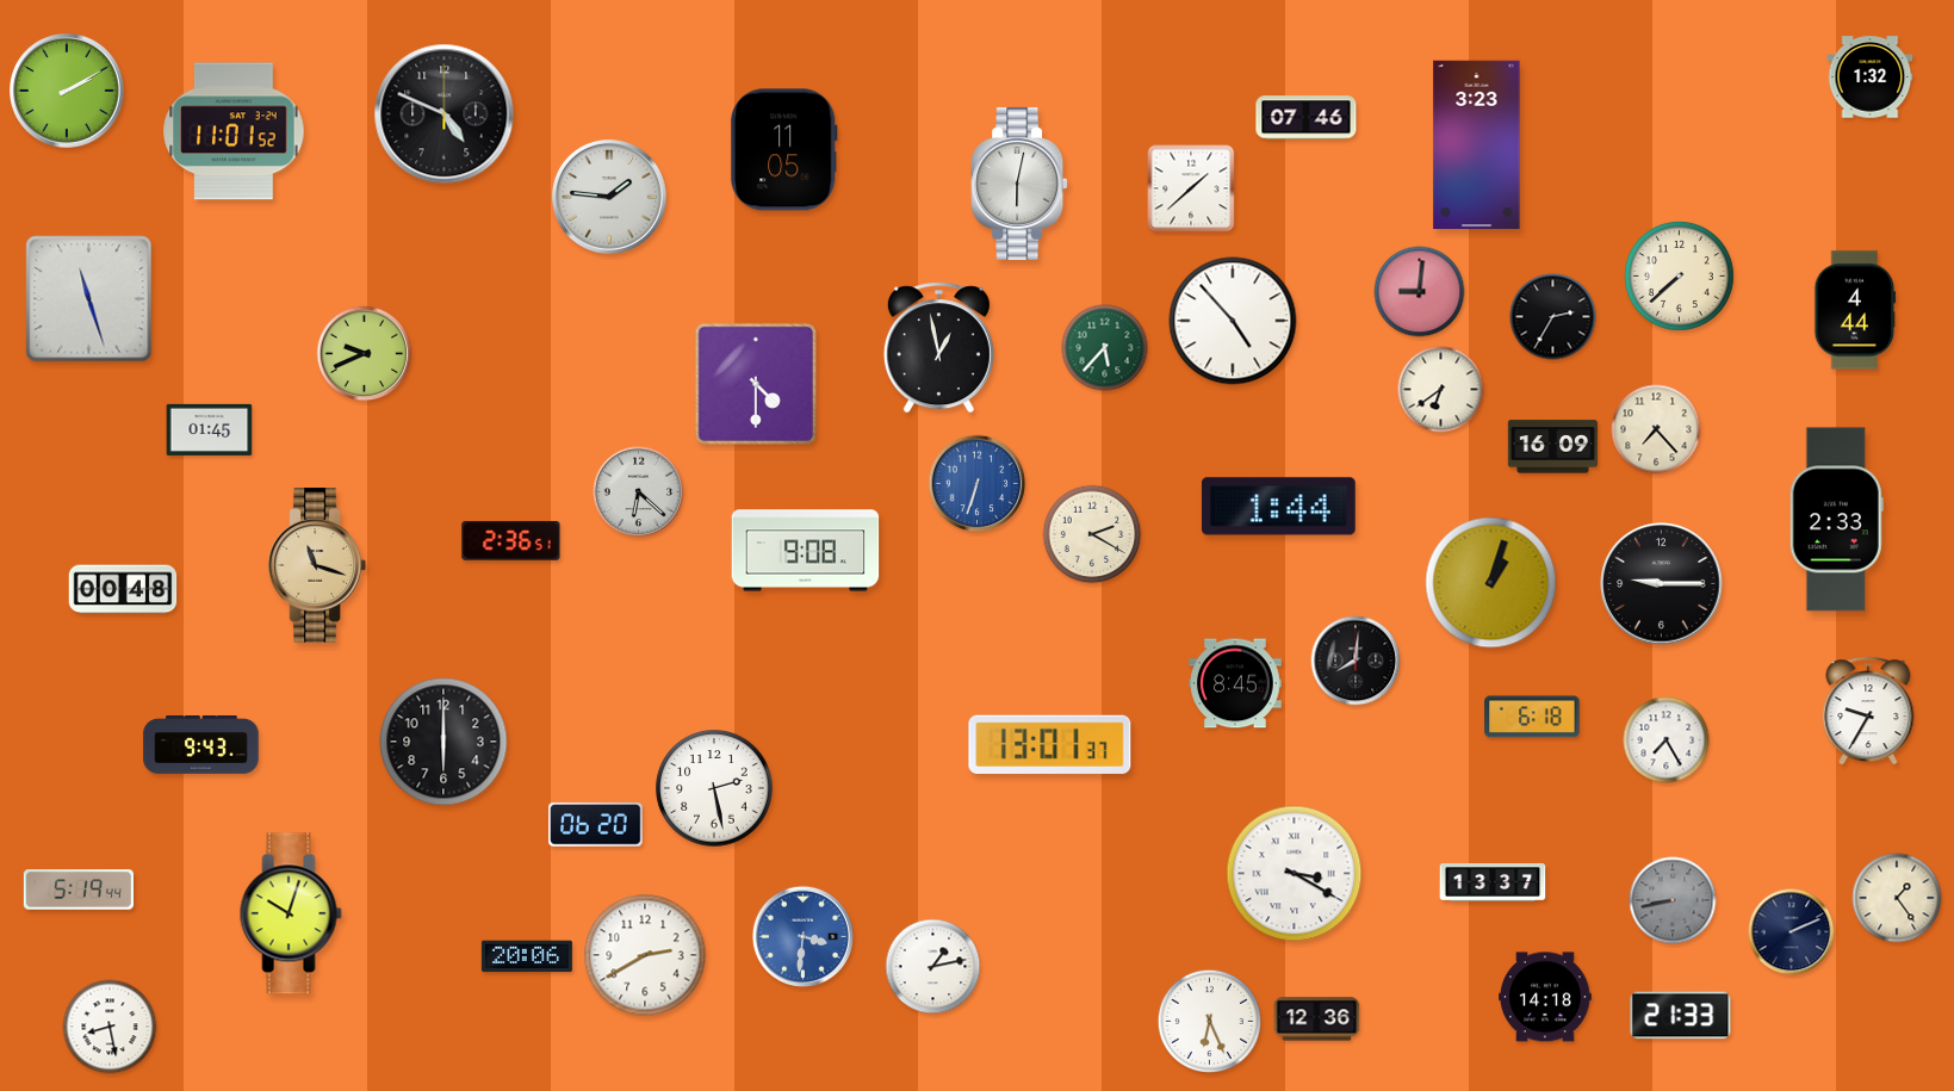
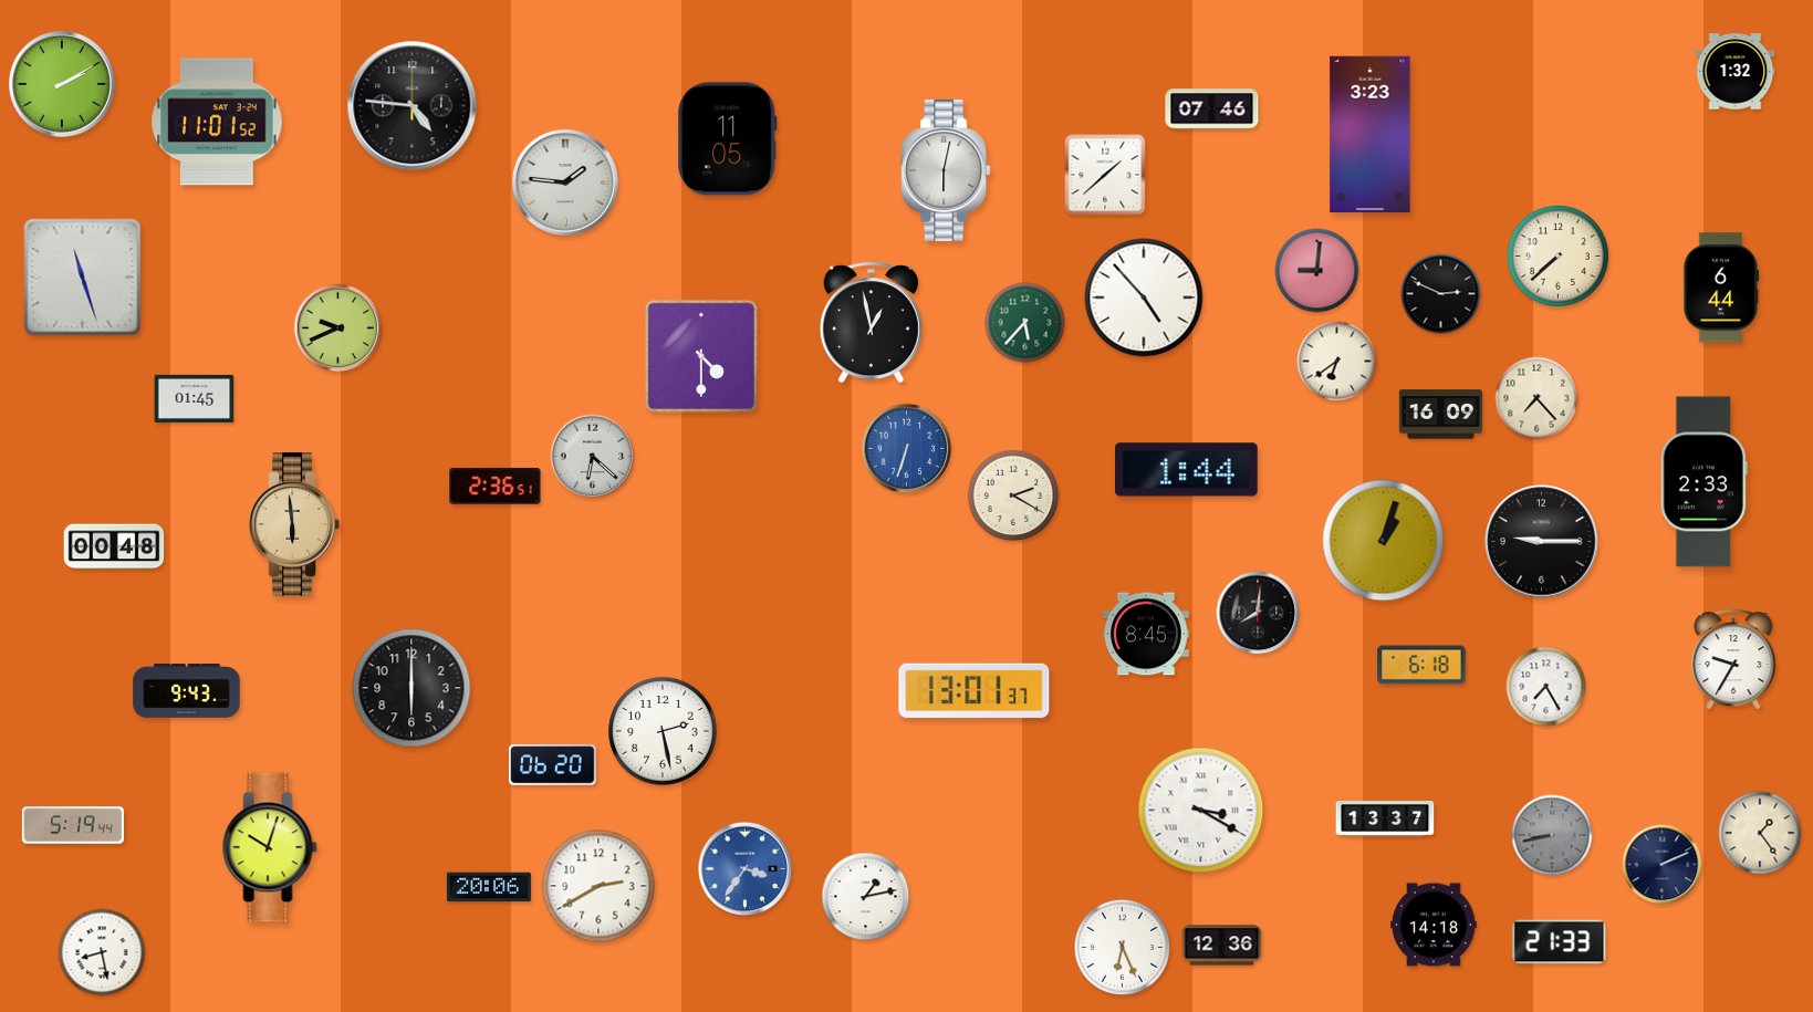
clock at (445, 114): 4:49 -> 4:46
clock at (1855, 310): 4:44 -> 6:44
clock at (1553, 317): 2:35 -> 2:49
clock at (511, 540) position: (511, 540) -> (496, 486)
clock at (806, 551): 9:08 -> none
clock at (316, 565): 11:18 -> 5:59
clock at (802, 936): 3:31 -> 3:36
